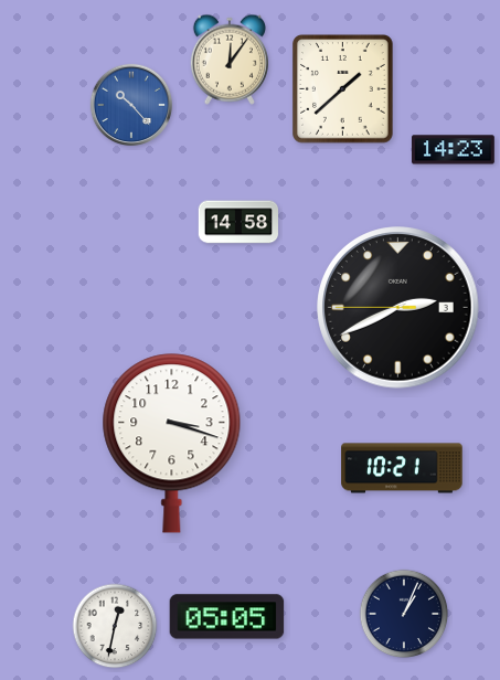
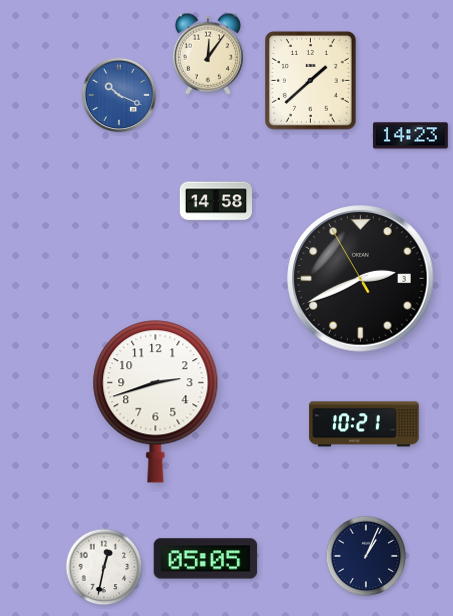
clock at (131, 105): 10:23 -> 10:19
clock at (398, 308): 2:40:45 -> 2:40:55
clock at (172, 444): 3:18 -> 2:42
